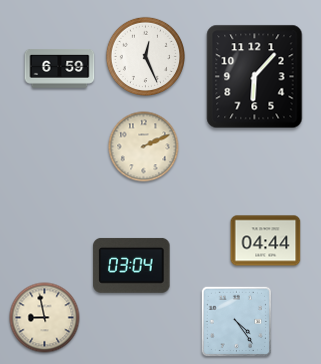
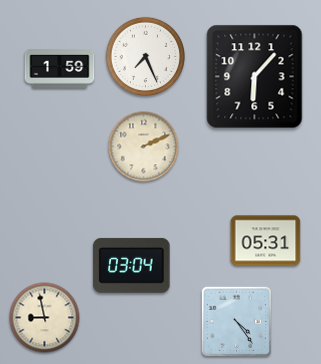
clock at (145, 56): 12:26 -> 7:26
clock at (60, 69): 6:59 -> 1:59
clock at (266, 241): 04:44 -> 05:31
